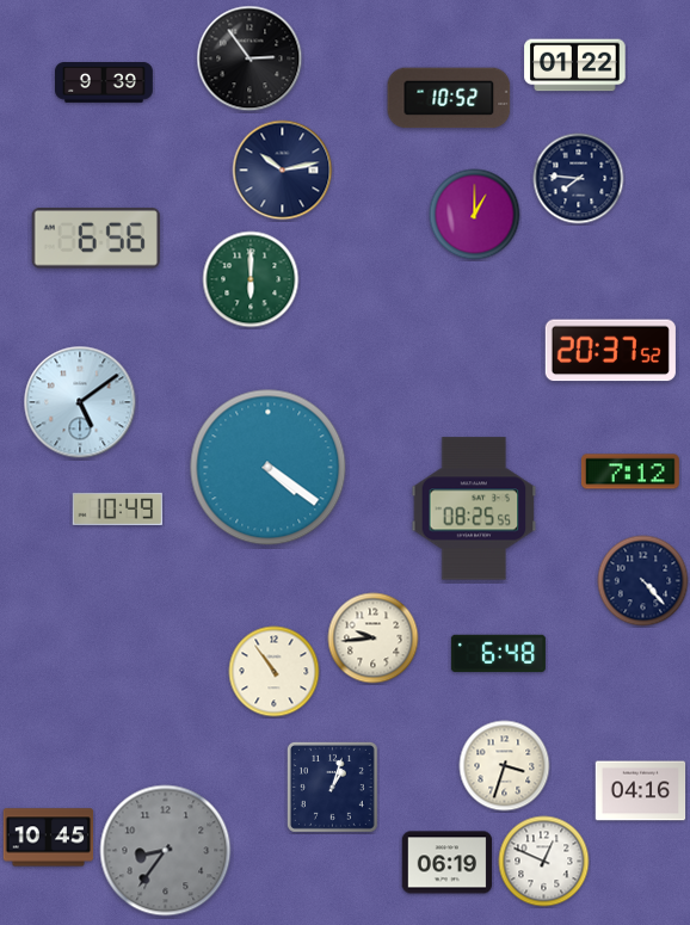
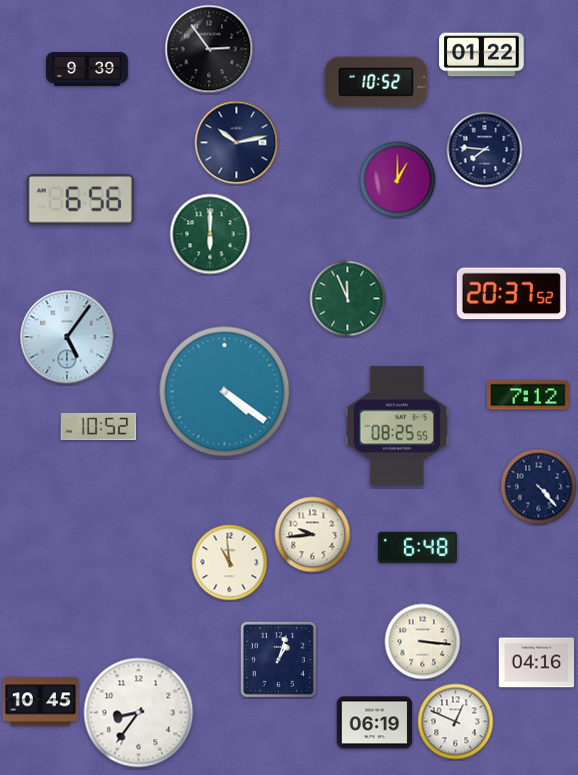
clock at (348, 299): none -> 11:56
clock at (80, 402): 5:09 -> 5:06
clock at (117, 508): 10:49 -> 10:52
clock at (275, 672): 10:54 -> 10:59
clock at (505, 766): 3:33 -> 3:16
clock at (166, 851) dial: grey -> white
